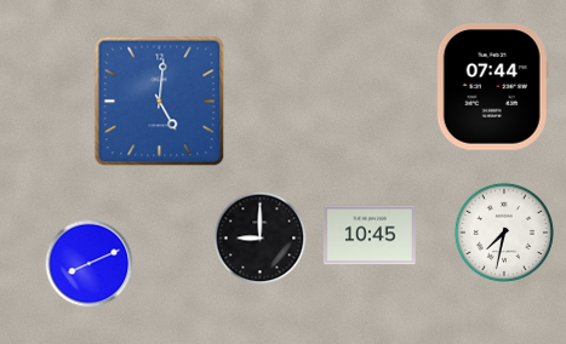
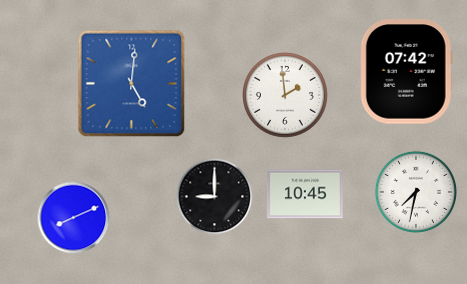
clock at (492, 87): 07:44 -> 07:42
clock at (286, 96): none -> 1:59
